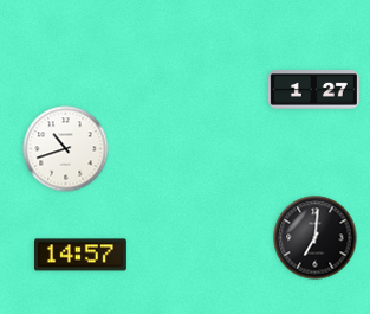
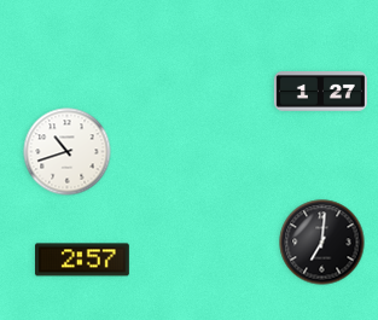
clock at (80, 255): 14:57 -> 2:57
